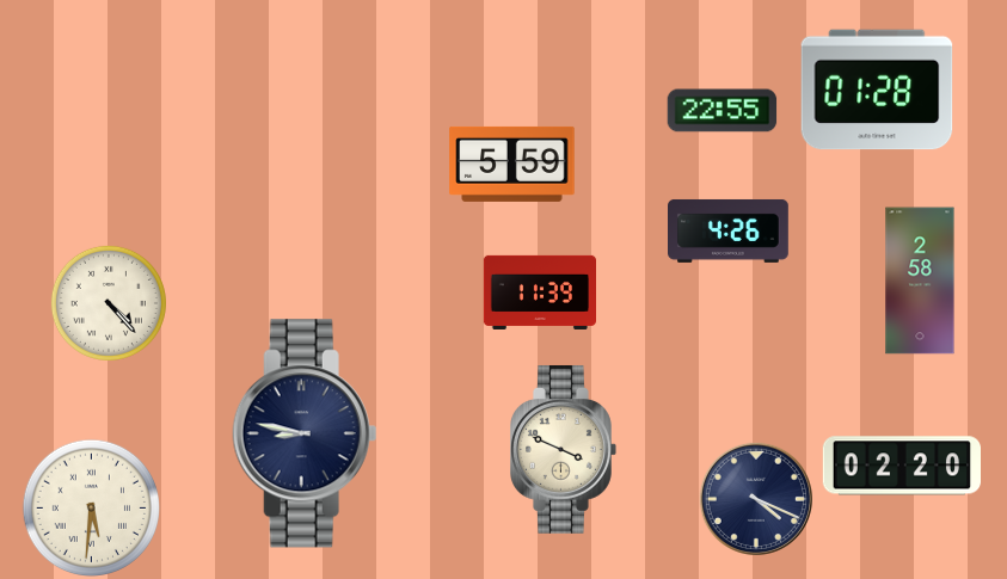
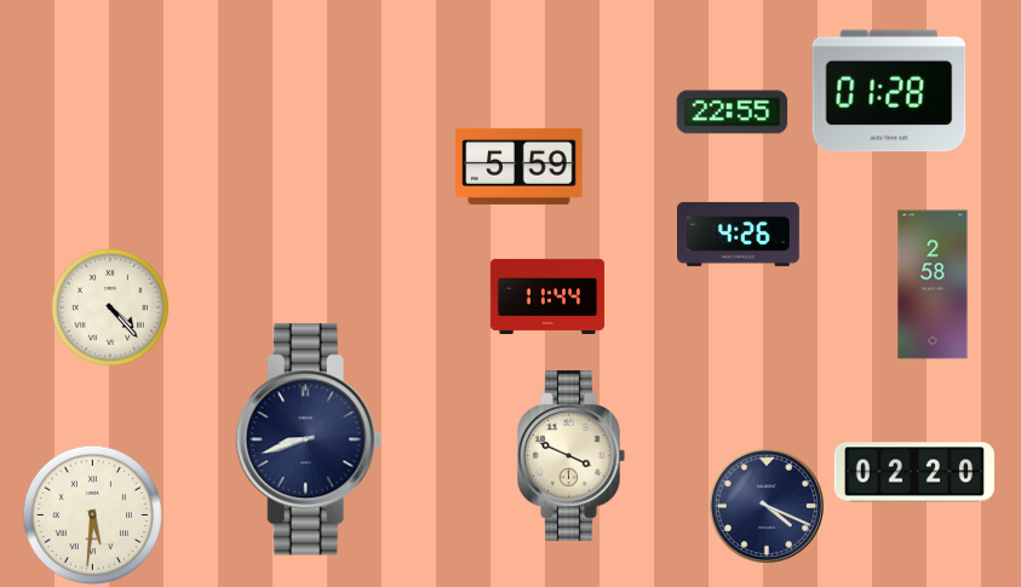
clock at (539, 292): 11:39 -> 11:44
clock at (305, 433): 8:47 -> 8:42
